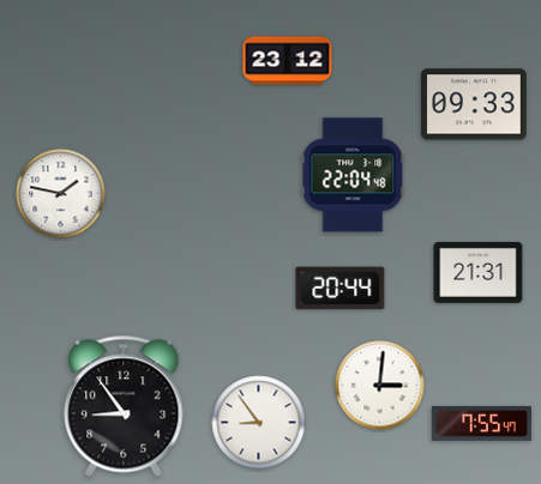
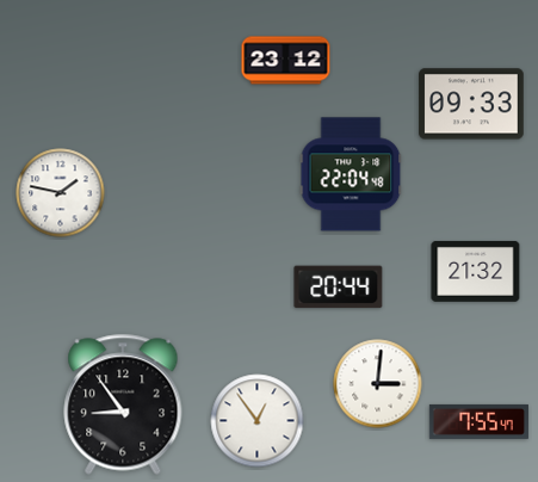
clock at (479, 272): 21:31 -> 21:32
clock at (259, 423): 8:54 -> 12:54
